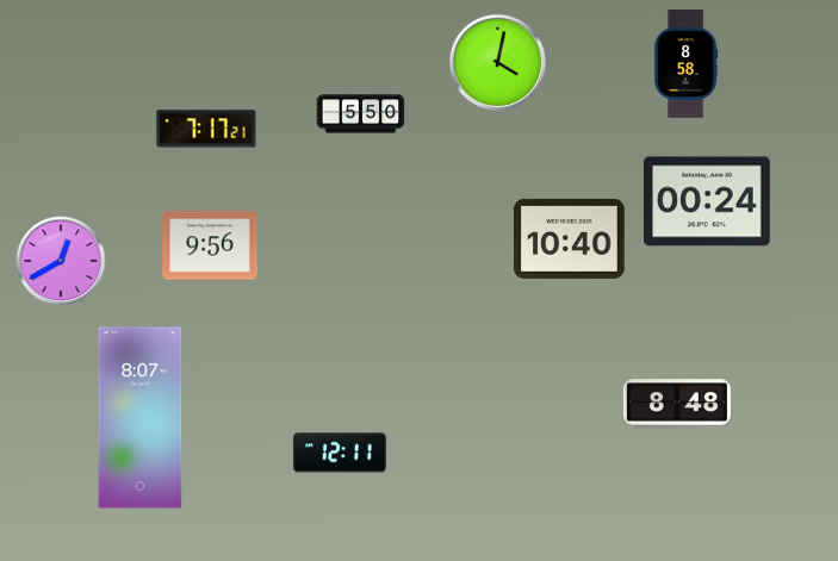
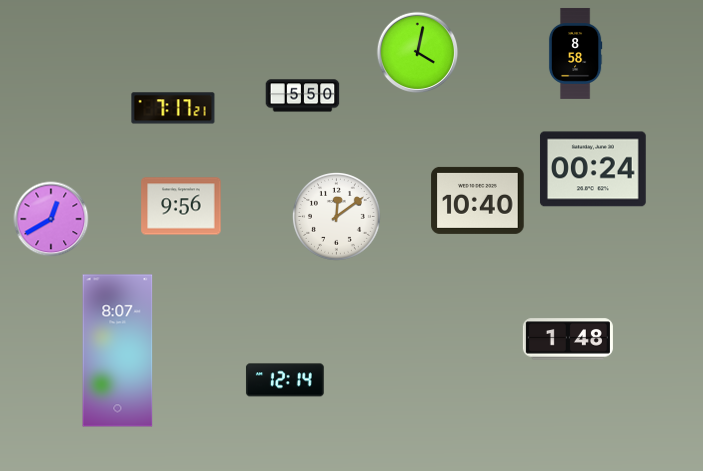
clock at (210, 245) position: (210, 245) -> (181, 206)
clock at (336, 216): none -> 12:09
clock at (677, 404): 8:48 -> 1:48
clock at (340, 453): 12:11 -> 12:14
